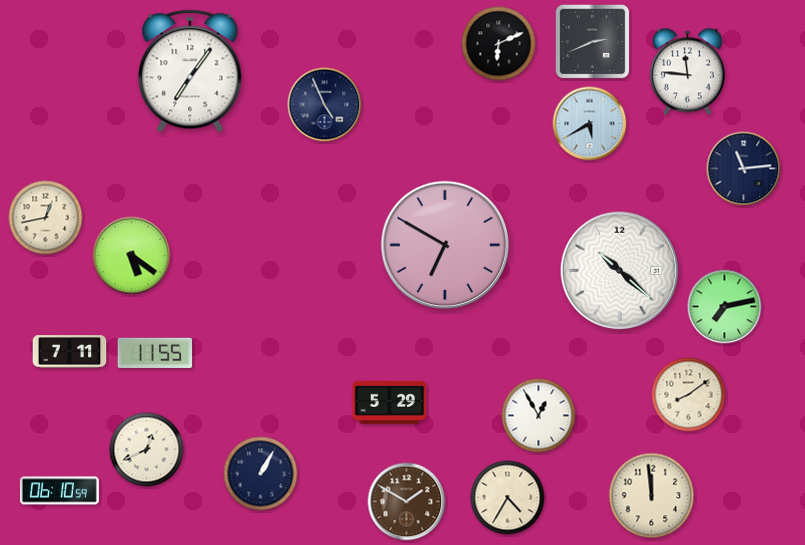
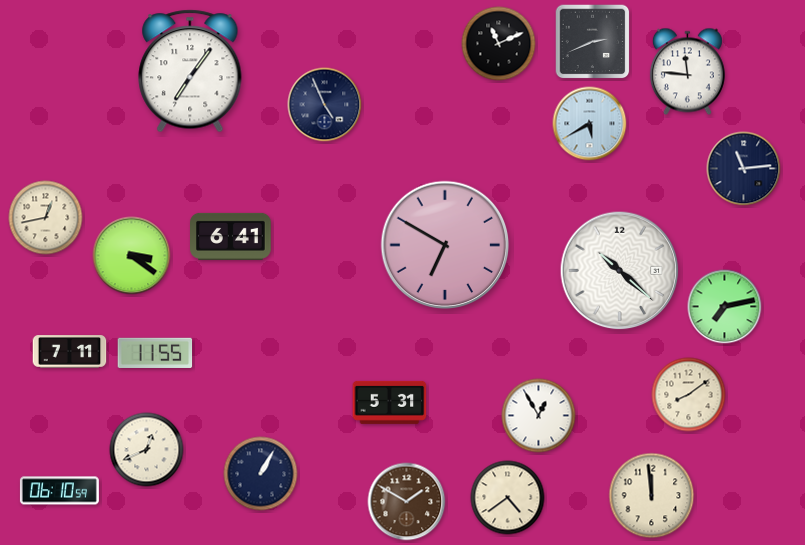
clock at (499, 44): 6:11 -> 11:11
clock at (231, 236): none -> 6:41
clock at (132, 256): 5:21 -> 3:21
clock at (390, 402): 5:29 -> 5:31
clock at (508, 498): 4:35 -> 4:39
